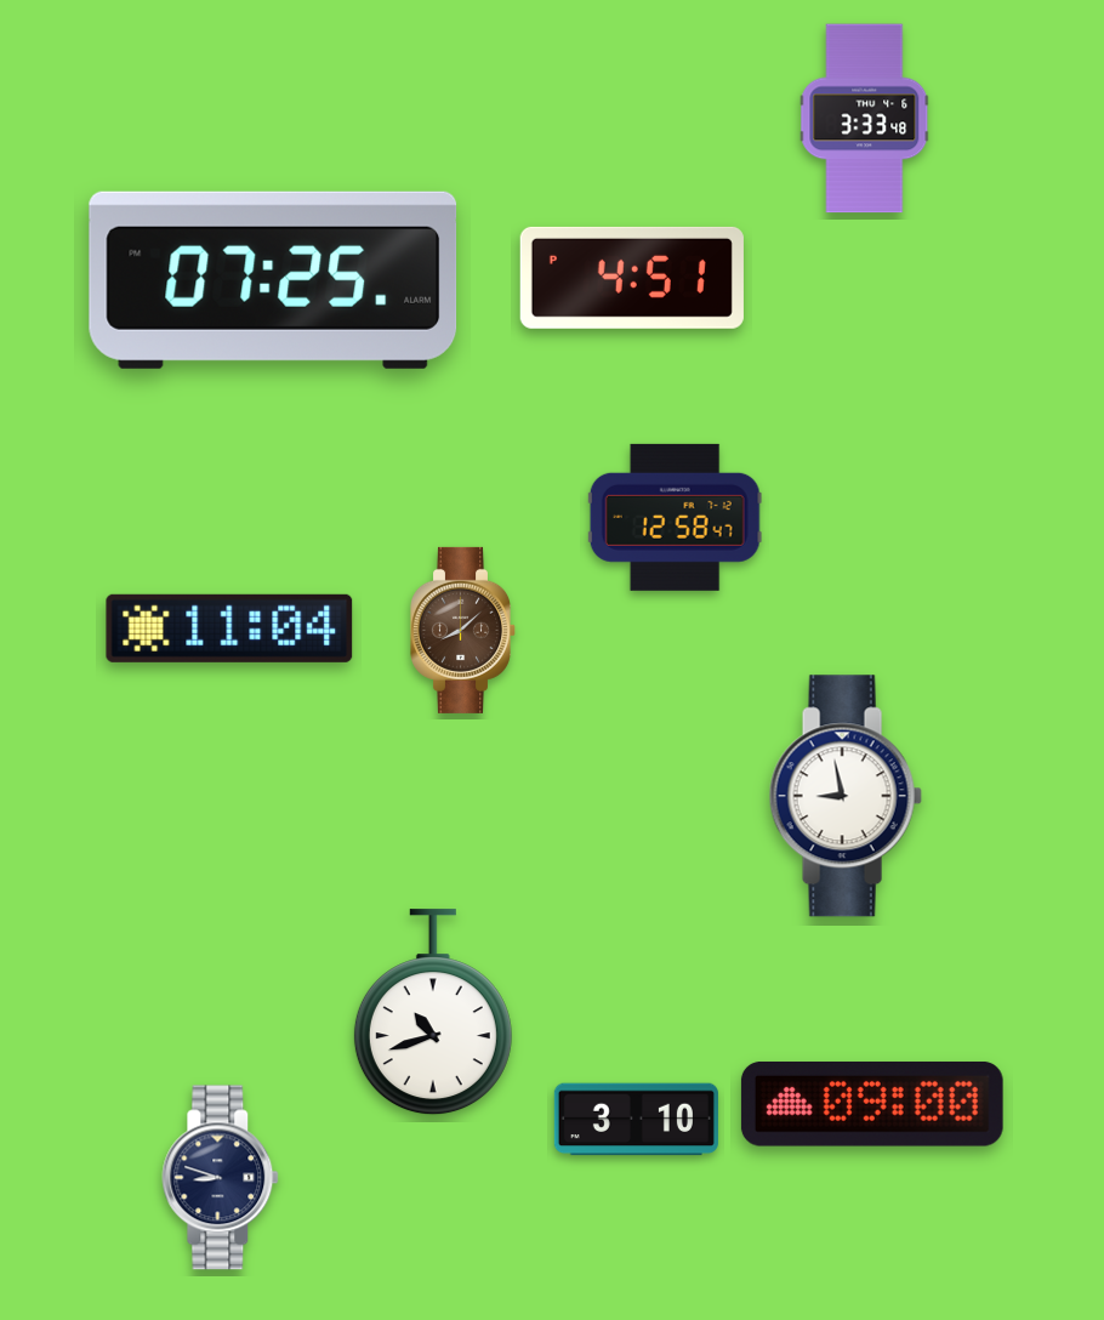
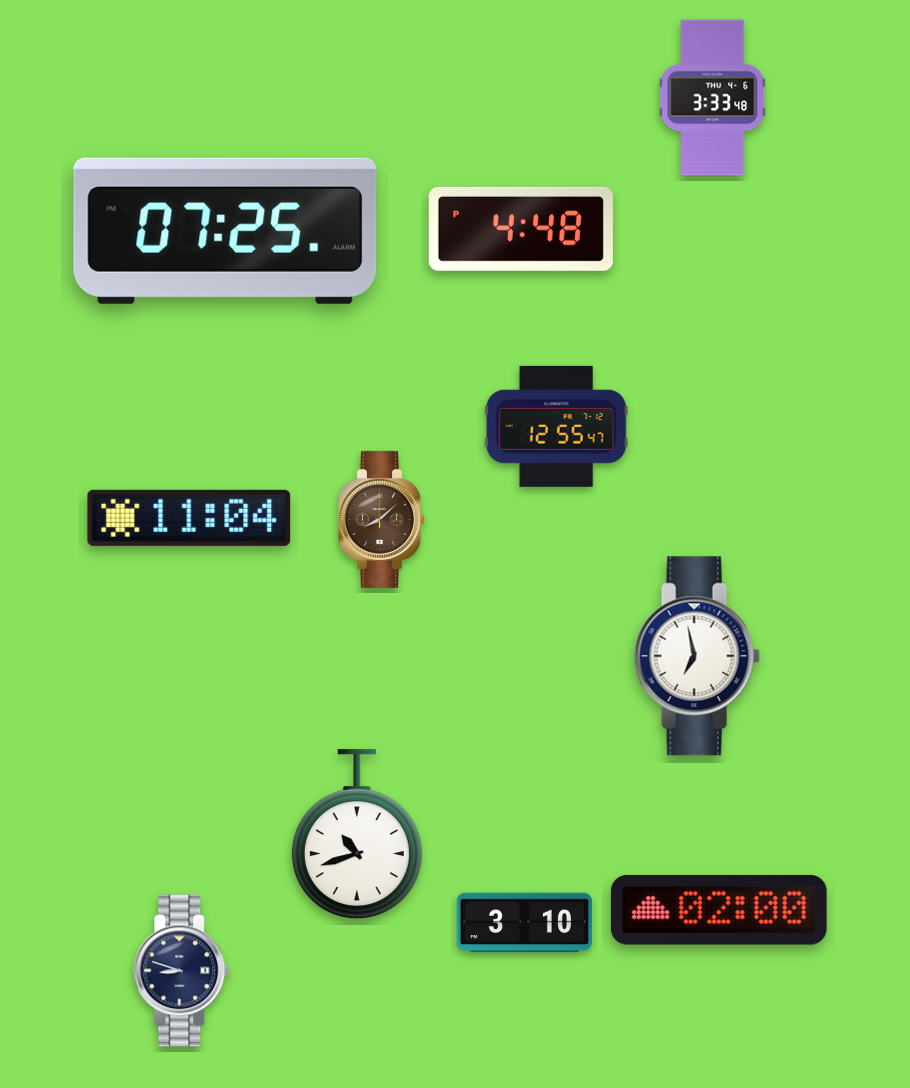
clock at (632, 278): 4:51 -> 4:48
clock at (675, 517): 12:58 -> 12:55
clock at (846, 796): 8:58 -> 6:58
clock at (872, 1104): 09:00 -> 02:00
